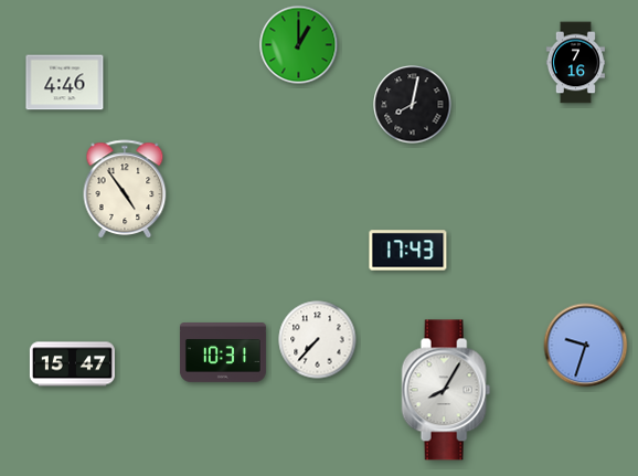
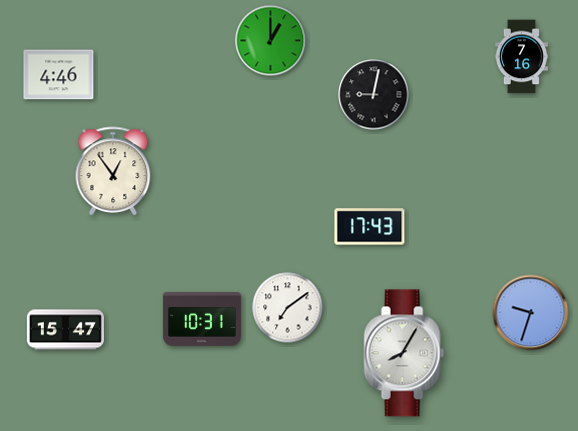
clock at (413, 105): 8:02 -> 9:02
clock at (125, 189): 4:54 -> 12:54
clock at (318, 340): 7:37 -> 7:09
